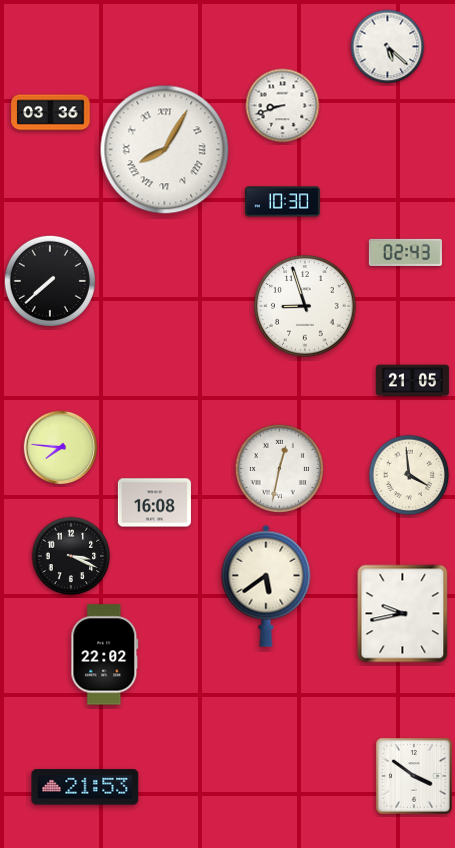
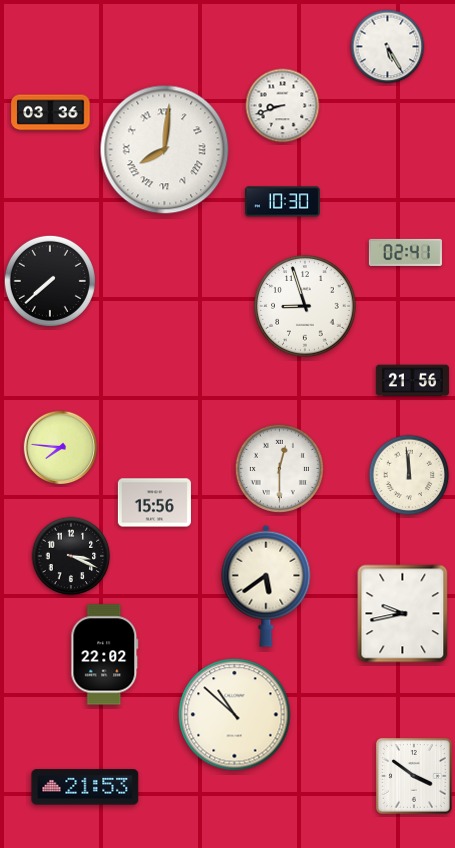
clock at (388, 47): 5:22 -> 5:25
clock at (165, 150): 8:05 -> 8:01
clock at (405, 252): 02:43 -> 02:41
clock at (412, 381): 21:05 -> 21:56
clock at (279, 468): 12:32 -> 12:30
clock at (409, 475): 3:59 -> 11:59
clock at (154, 503): 16:08 -> 15:56
clock at (235, 715): none -> 10:52
